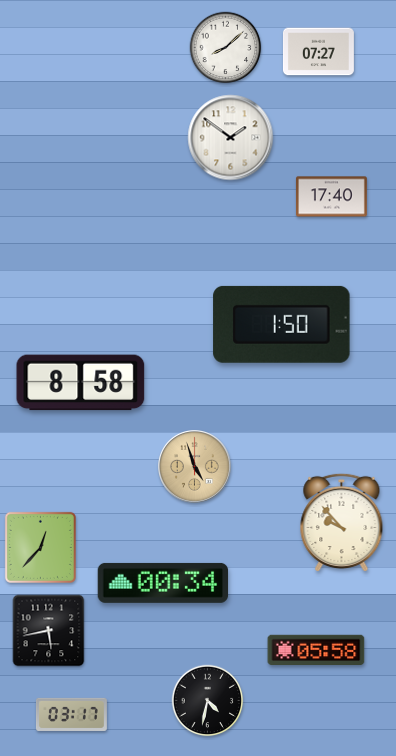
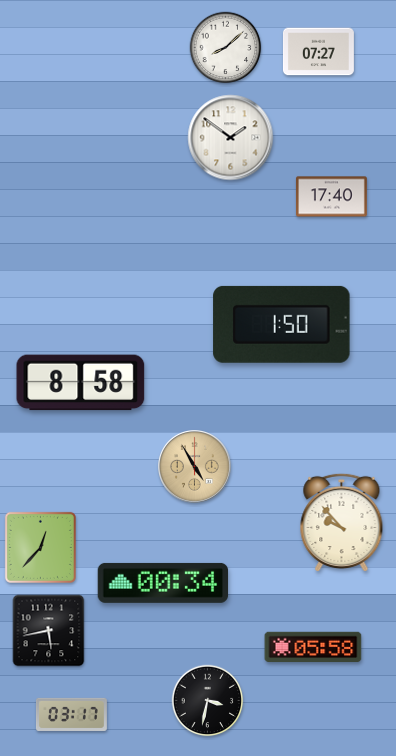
clock at (195, 467): 4:57 -> 4:55
clock at (316, 650) position: (316, 650) -> (313, 647)
clock at (208, 701): 4:32 -> 3:32
